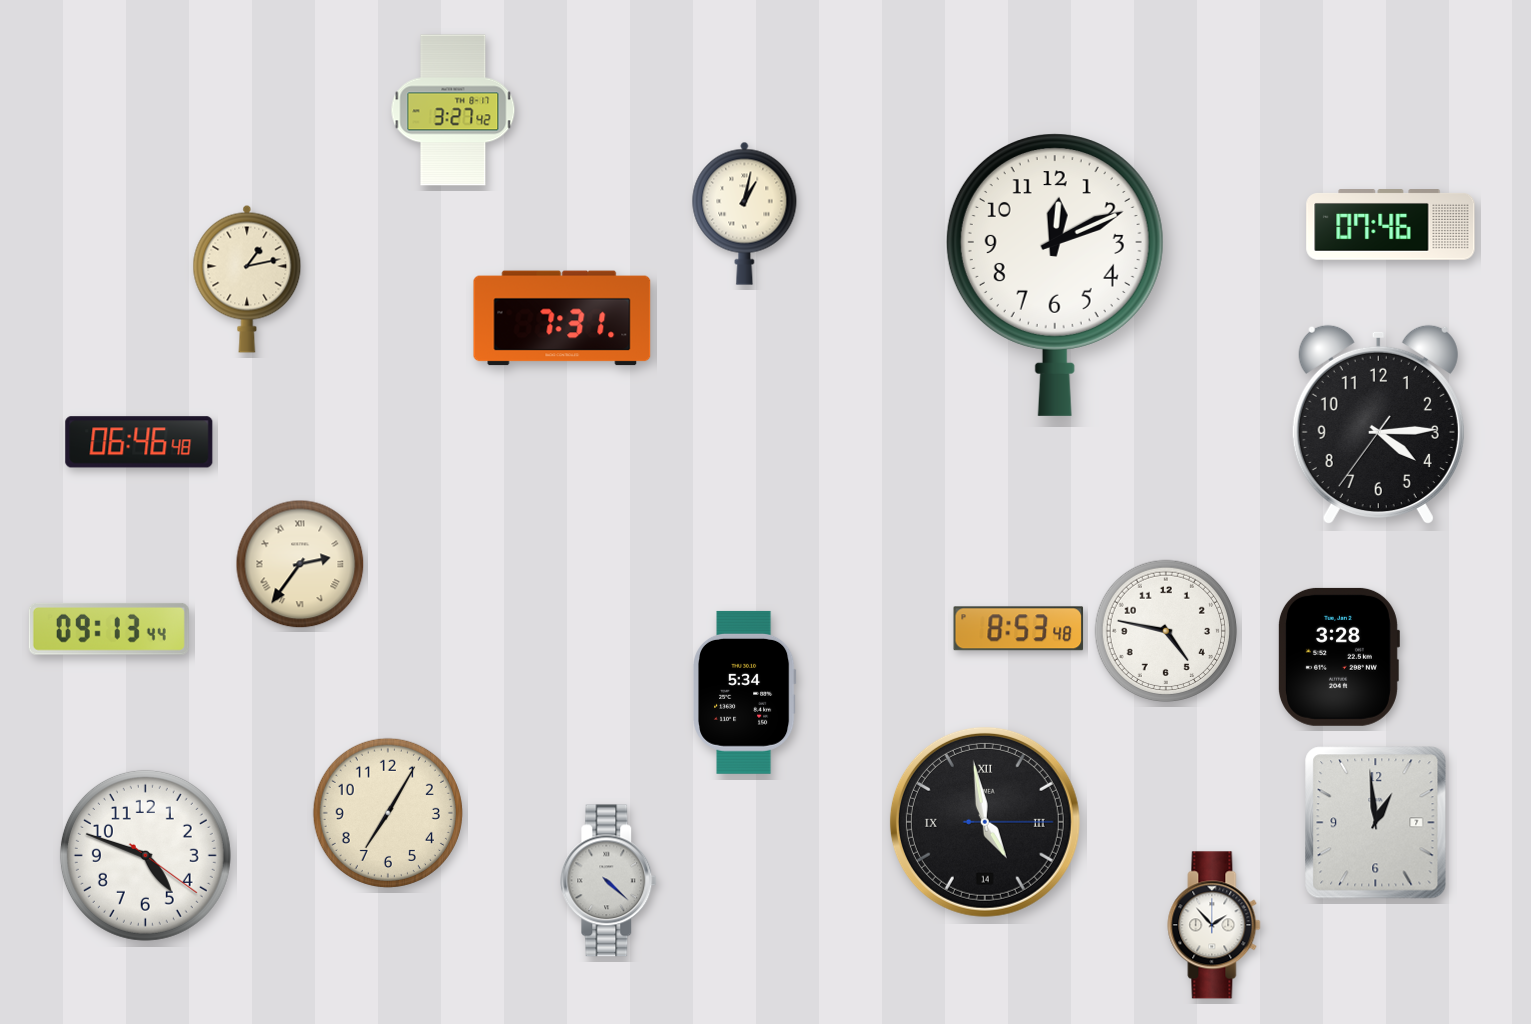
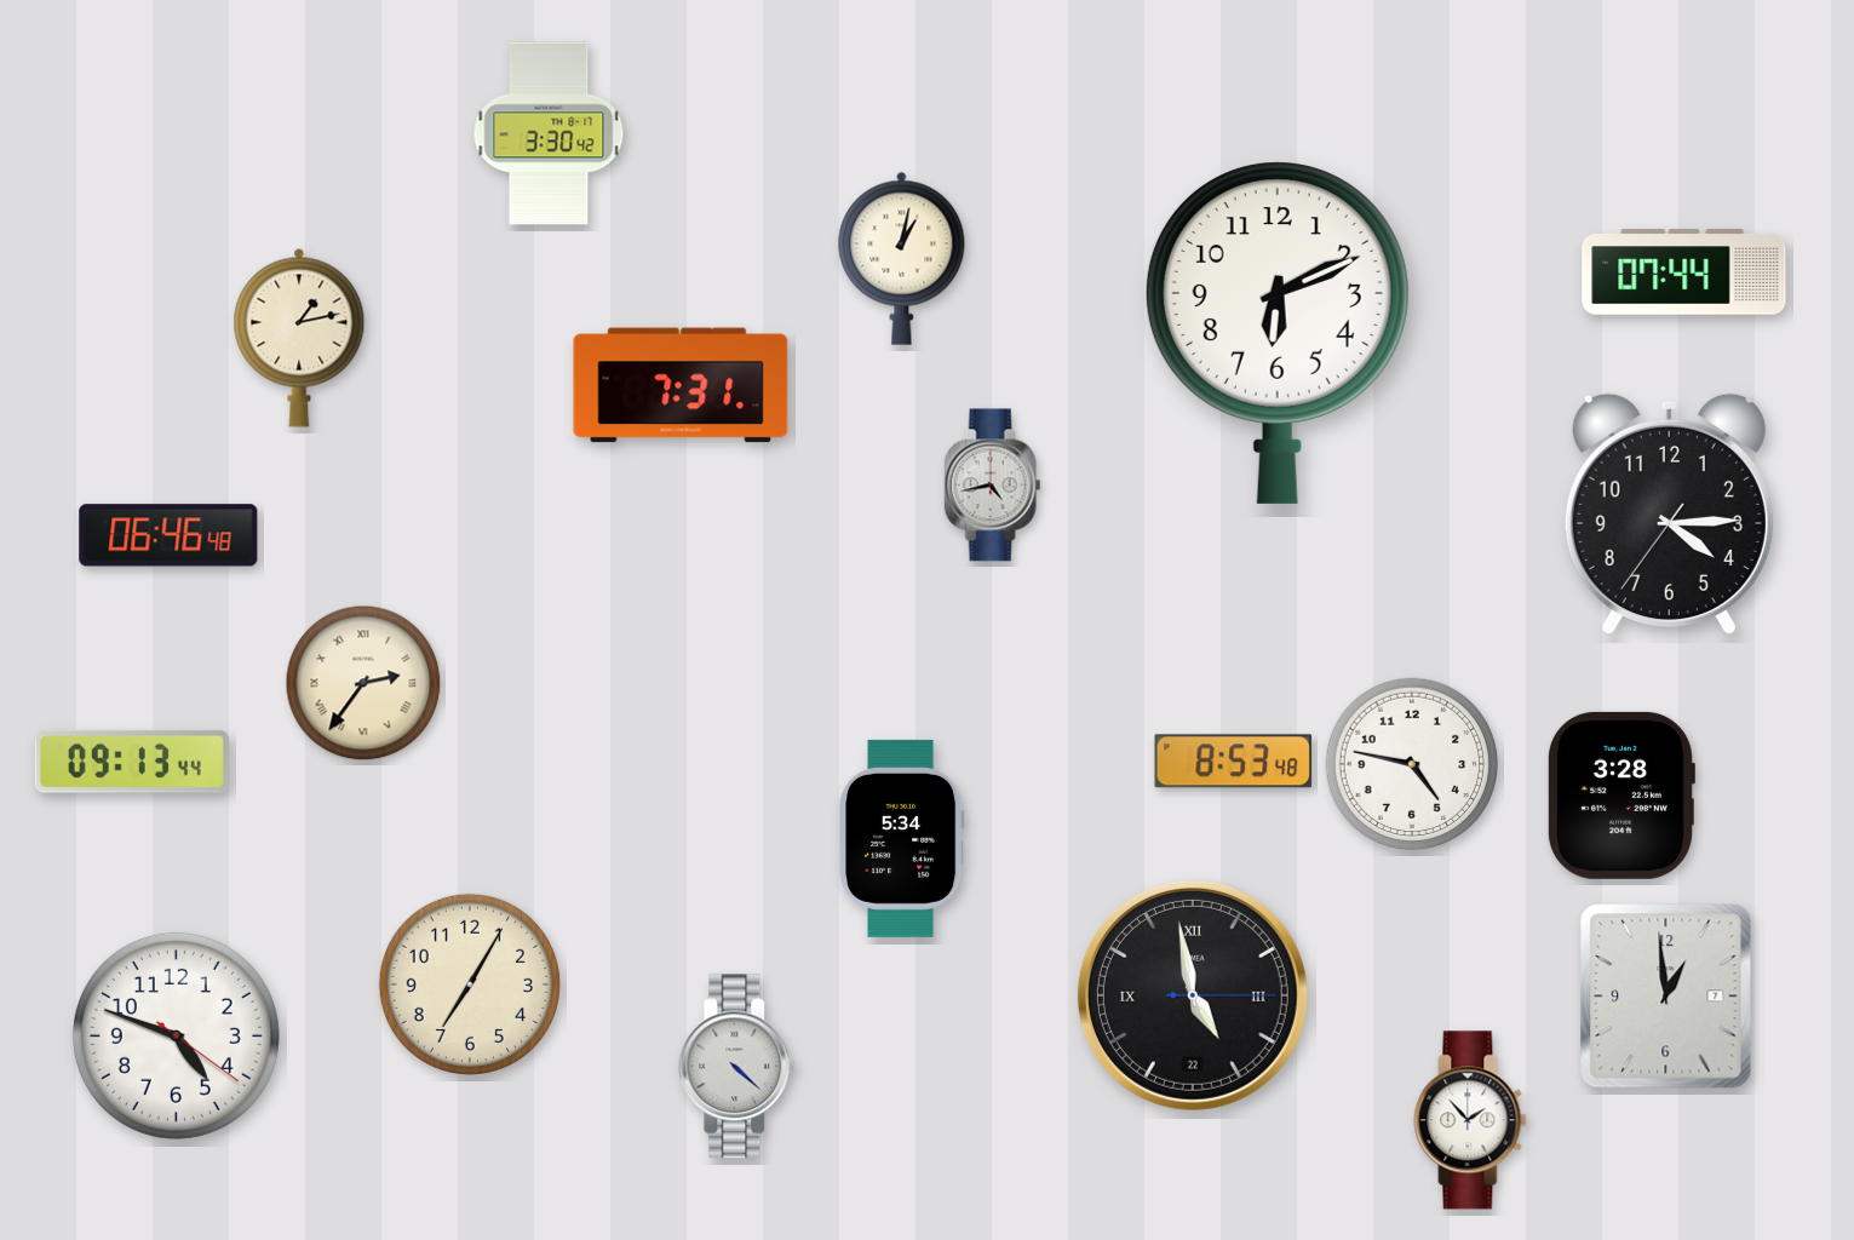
clock at (453, 110): 3:27 -> 3:30
clock at (1391, 225): 07:46 -> 07:44
clock at (1055, 275): 12:11 -> 6:11
clock at (993, 486): none -> 4:43
clock at (985, 822) date: 14 -> 22
